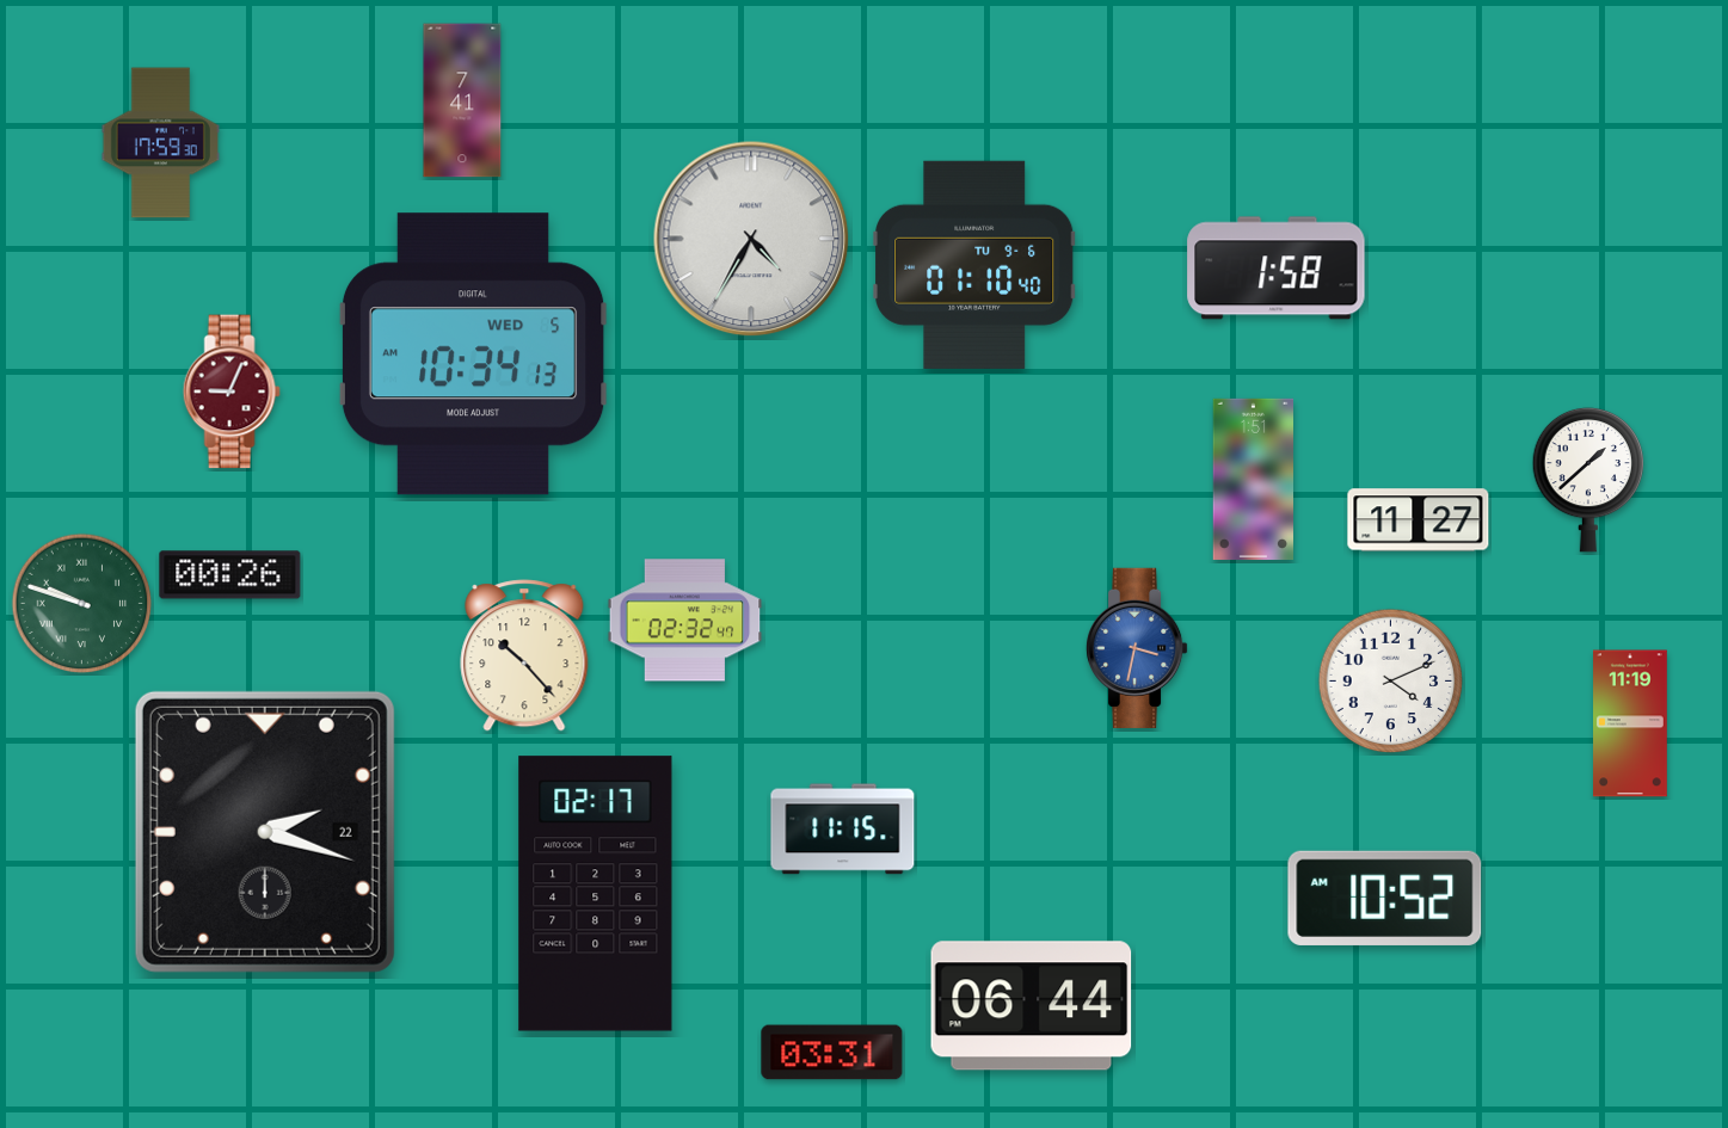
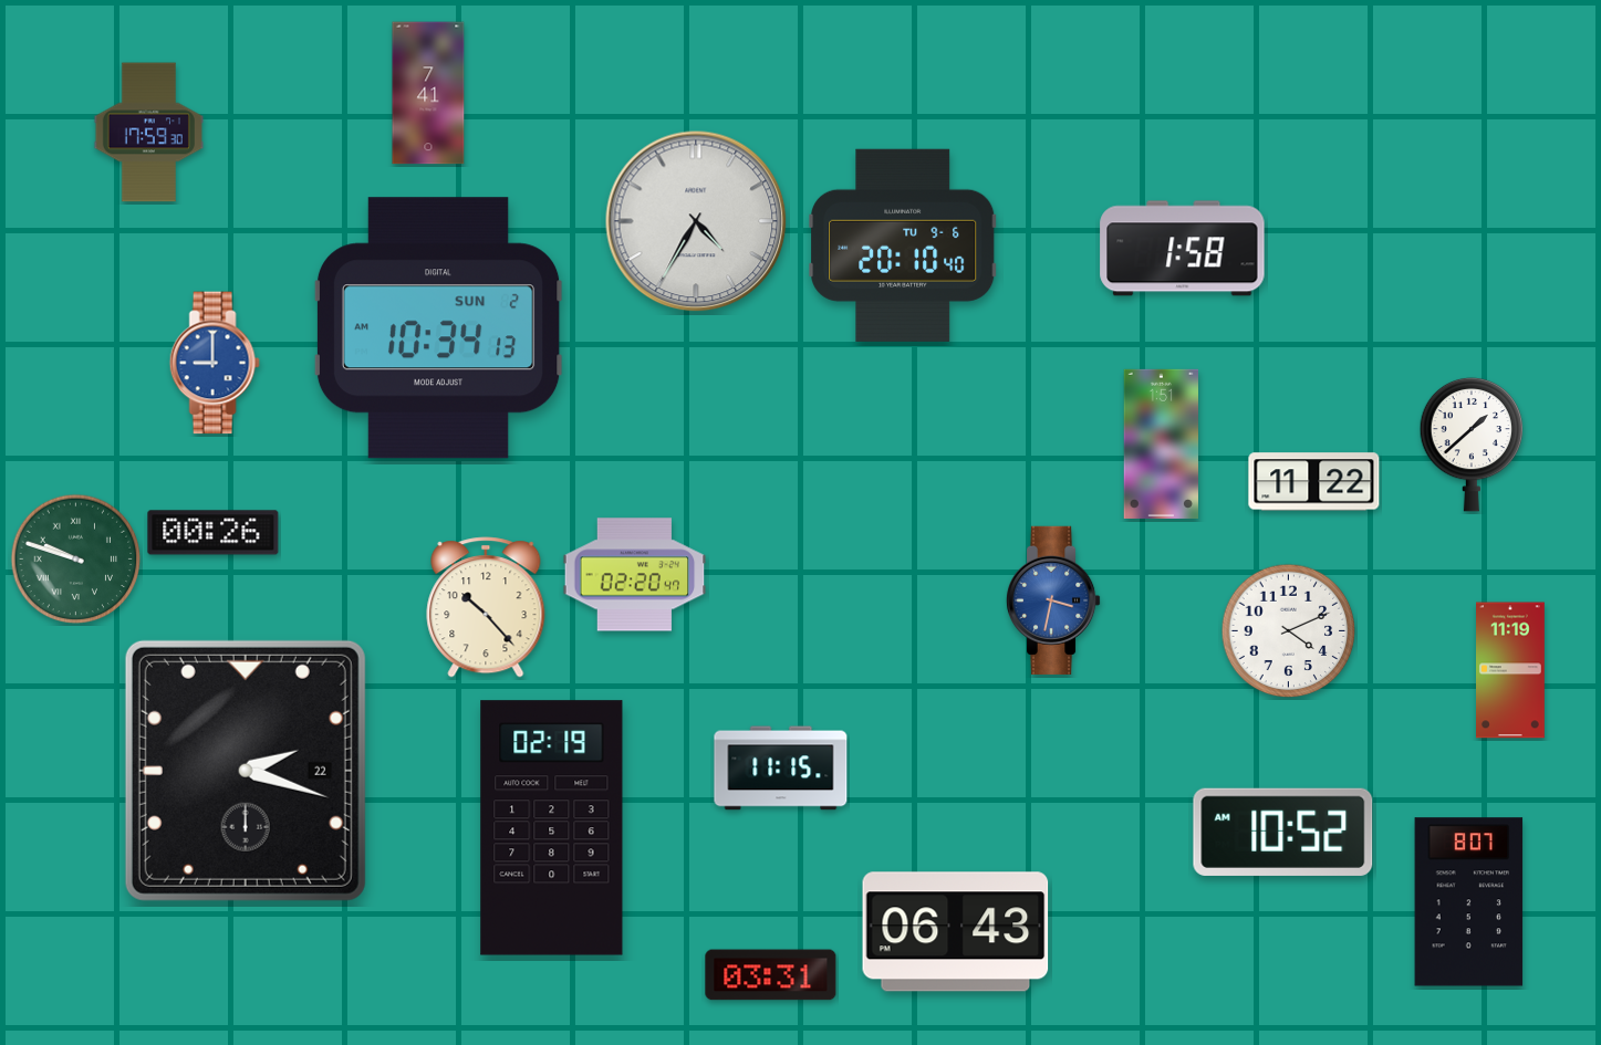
clock at (974, 265): 01:10 -> 20:10
clock at (473, 355) date: WED 5 -> SUN 2
clock at (232, 392): 9:04 -> 9:00
clock at (232, 392) dial: burgundy -> blue
clock at (1419, 520): 11:27 -> 11:22
clock at (685, 621): 02:32 -> 02:20
clock at (596, 894): 02:17 -> 02:19
clock at (1469, 902): none -> 8:07
clock at (1032, 1006): 06:44 -> 06:43
